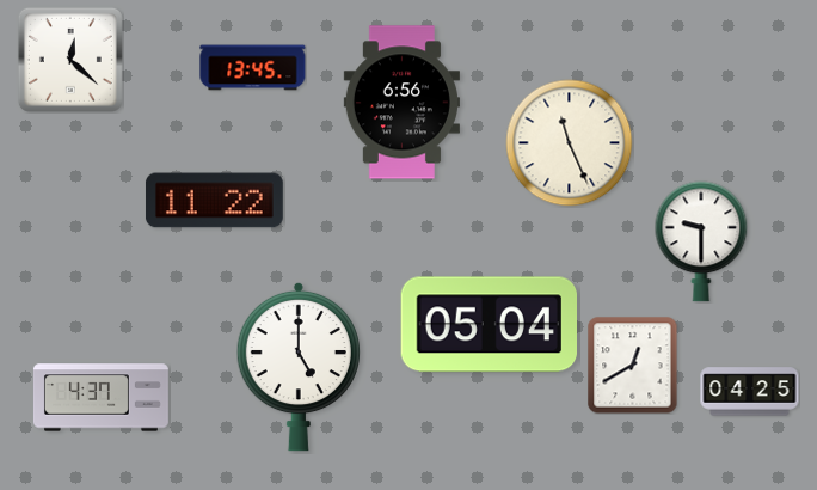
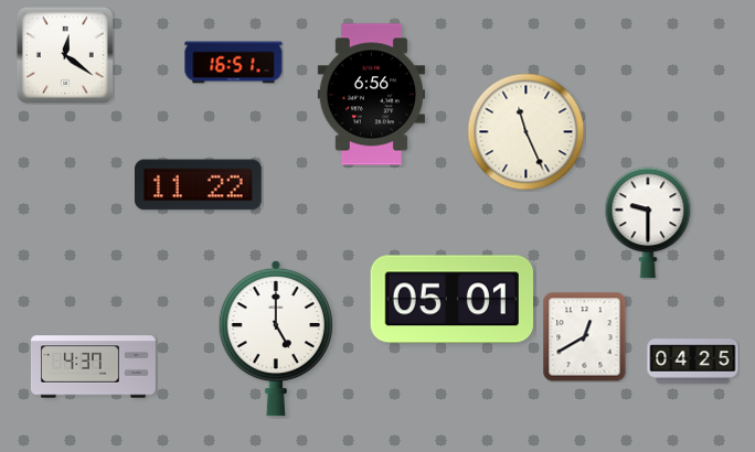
clock at (70, 60): 12:22 -> 12:21
clock at (253, 68): 13:45 -> 16:51
clock at (489, 325): 05:04 -> 05:01
